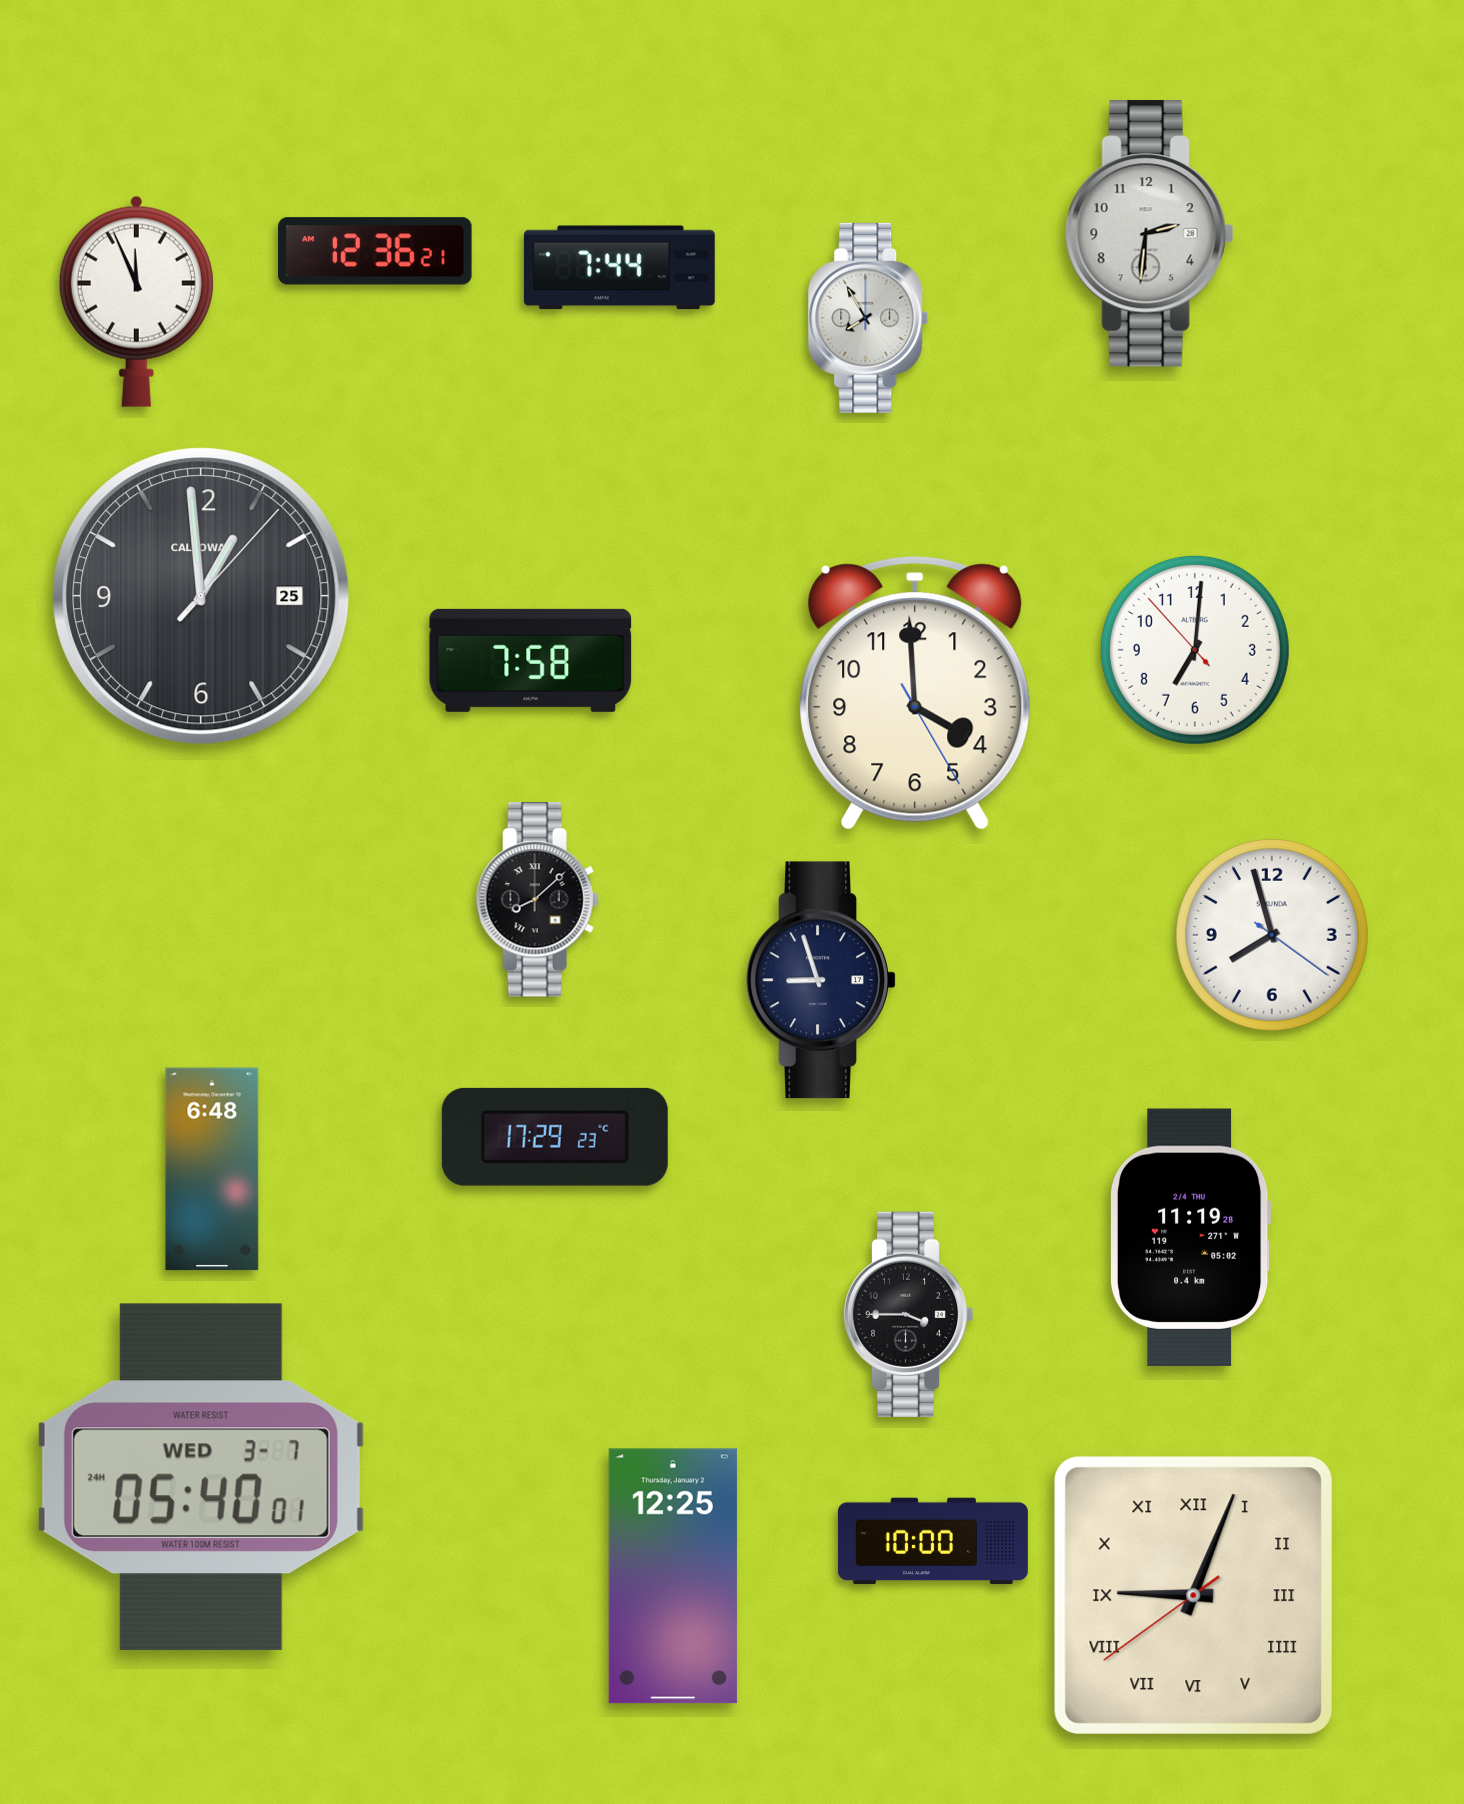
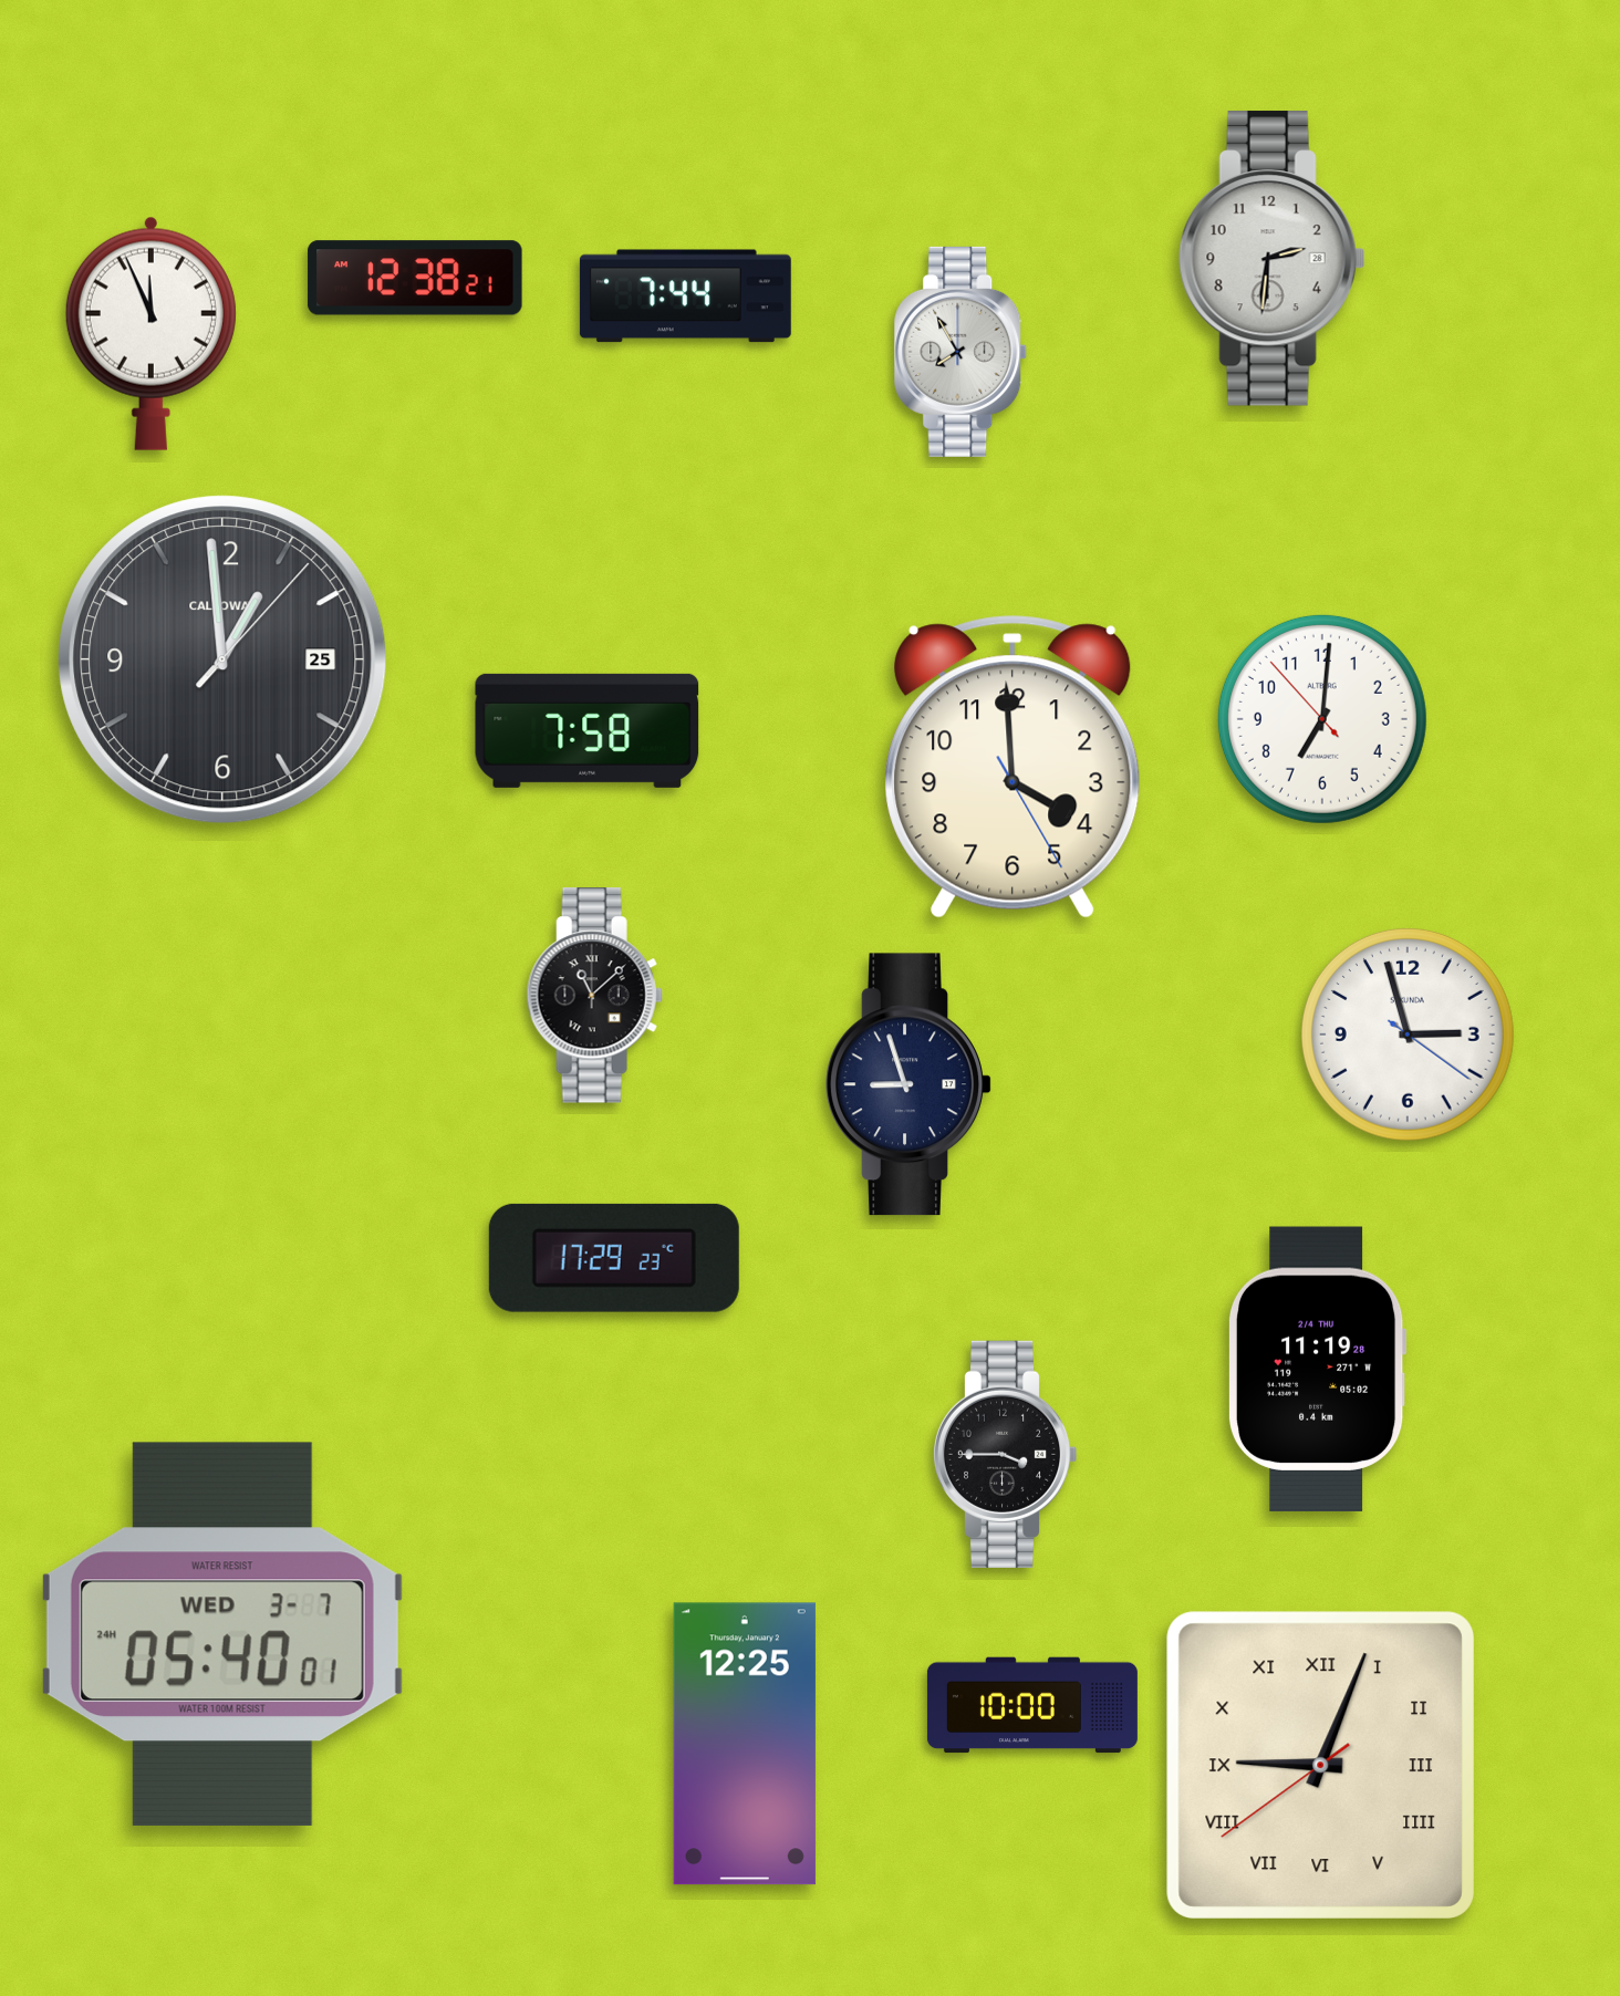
clock at (375, 251): 12:36 -> 12:38
clock at (537, 900): 8:08 -> 11:08
clock at (1272, 935): 7:57 -> 2:57
clock at (212, 1169): 6:48 -> none
